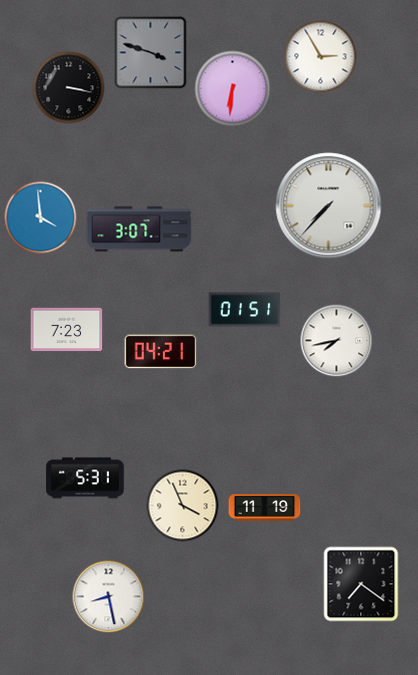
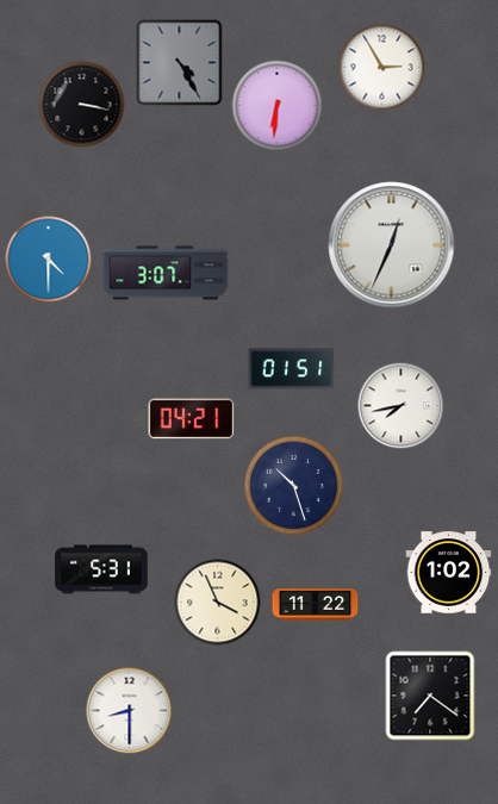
clock at (151, 53): 3:48 -> 4:25
clock at (329, 206): 7:37 -> 12:34
clock at (41, 218): 3:59 -> 4:30
clock at (67, 330): 7:23 -> none
clock at (294, 486): none -> 10:27
clock at (449, 573): none -> 1:02
clock at (265, 508): 11:19 -> 11:22
clock at (109, 597): 8:28 -> 8:30
